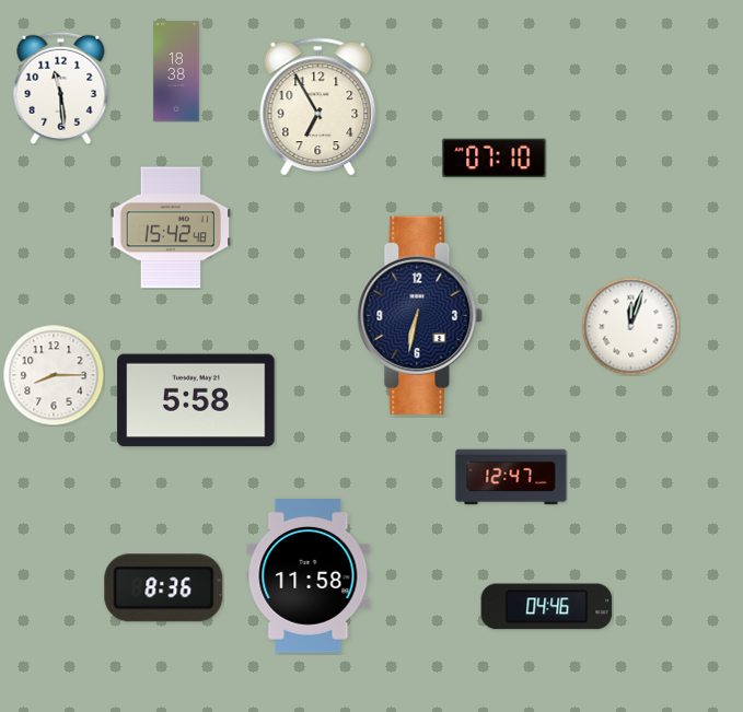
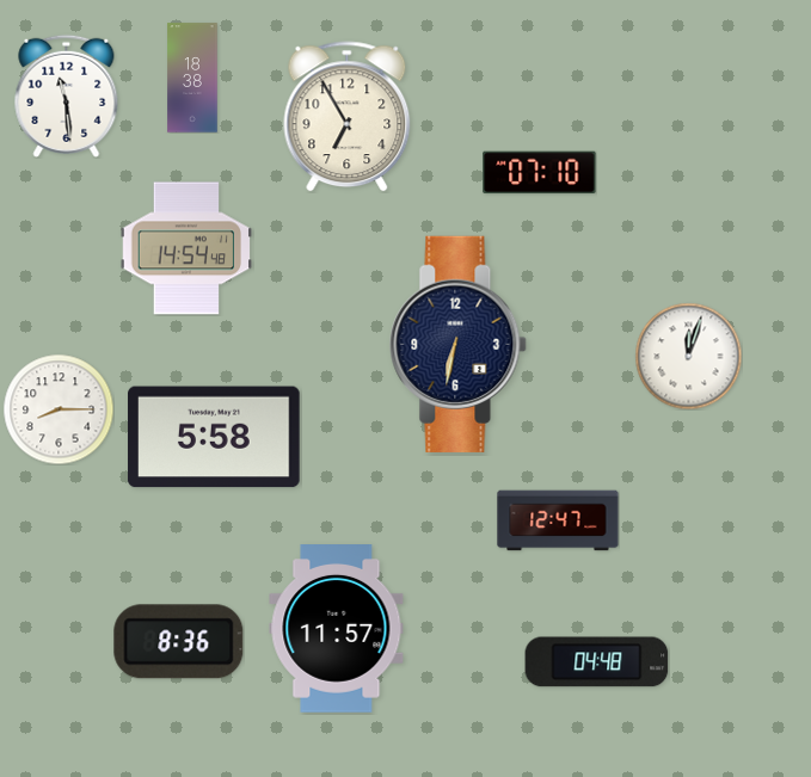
clock at (171, 227): 15:42 -> 14:54
clock at (309, 576): 11:58 -> 11:57
clock at (547, 607): 04:46 -> 04:48
